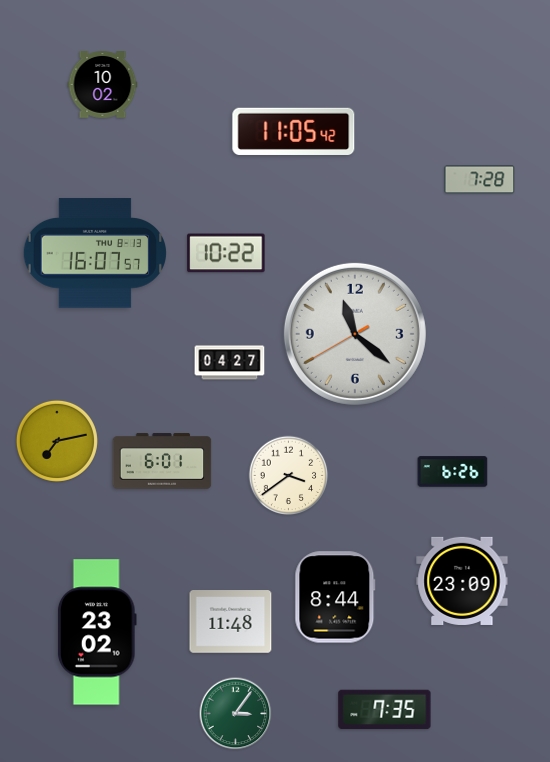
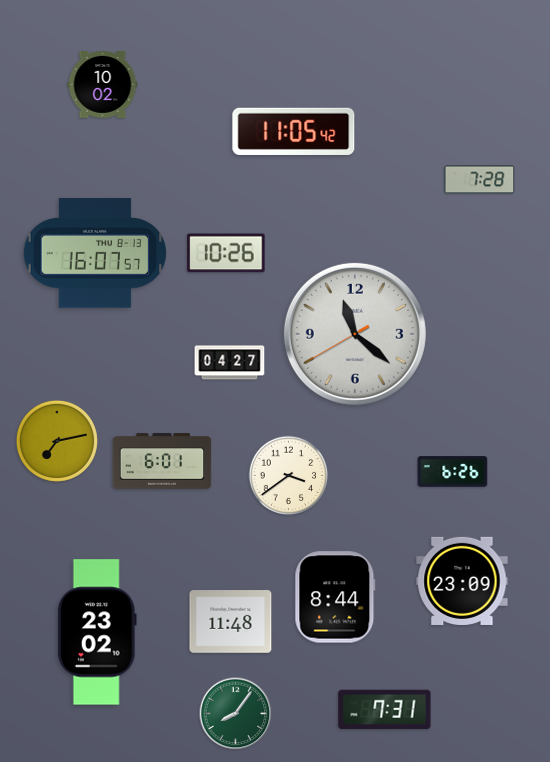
clock at (226, 253): 10:22 -> 10:26
clock at (385, 710): 7:35 -> 7:31
clock at (236, 714): 3:06 -> 8:06
